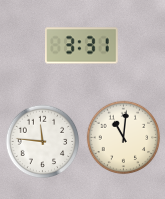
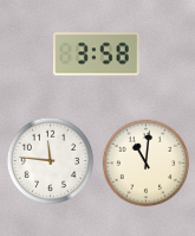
clock at (82, 46): 3:31 -> 3:58
clock at (43, 142) position: (43, 142) -> (51, 161)
